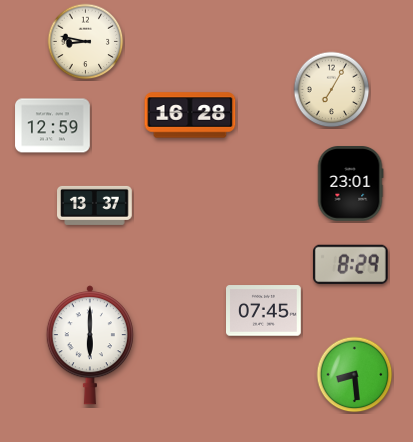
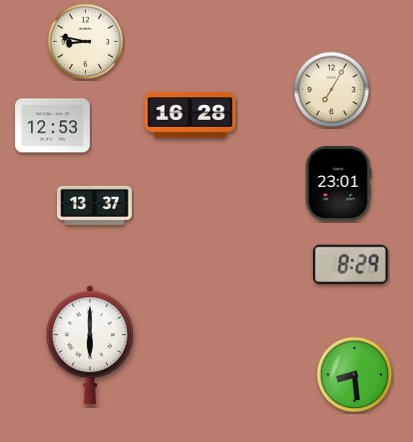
clock at (53, 126): 12:59 -> 12:53
clock at (350, 184) position: (350, 184) -> (338, 184)
clock at (264, 311): 07:45 -> none
